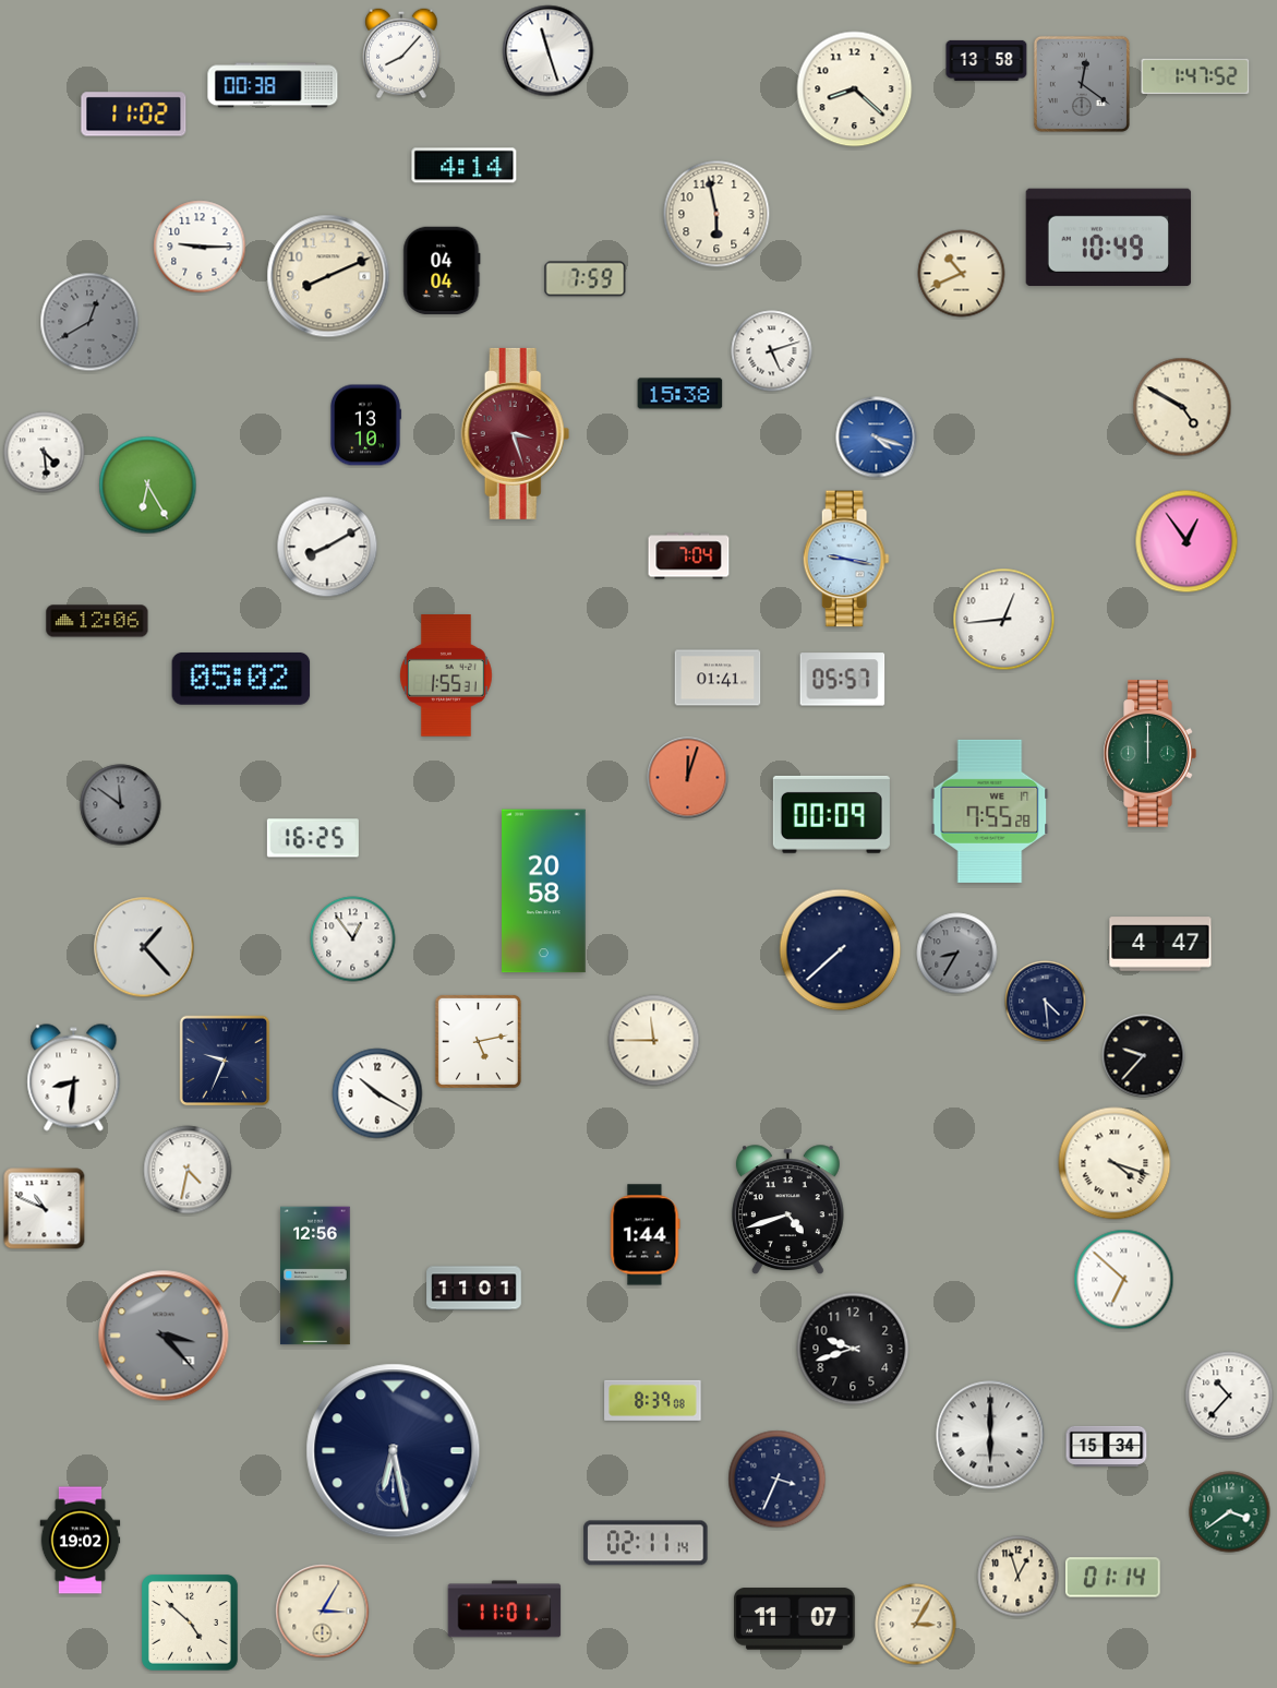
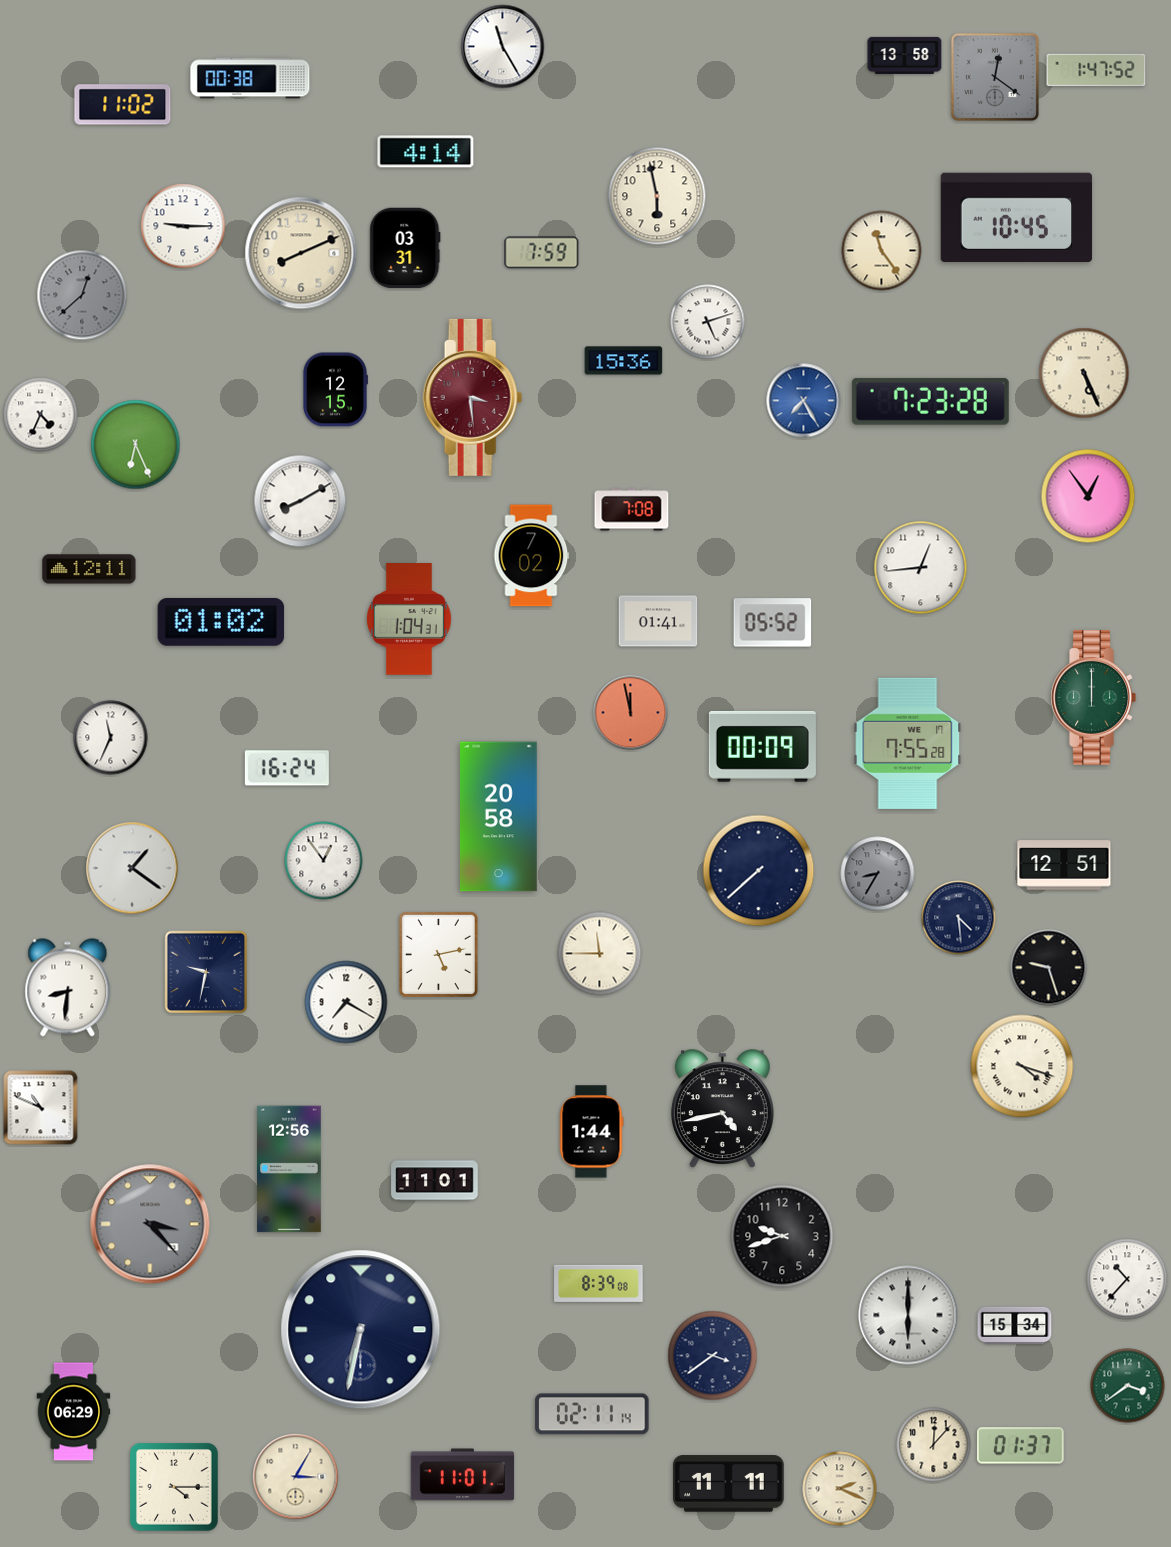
clock at (549, 51): 11:27 -> 11:25
clock at (401, 53): 8:07 -> none
clock at (1082, 84) position: (1082, 84) -> (995, 77)
clock at (855, 89): 8:22 -> none
clock at (1109, 238): 10:49 -> 10:45
clock at (442, 271): 04:04 -> 03:31
clock at (962, 274): 10:41 -> 11:24
clock at (586, 279) position: (586, 279) -> (542, 253)
clock at (89, 322): 12:40 -> 12:38
clock at (680, 394): 15:38 -> 15:36
clock at (1182, 407): 4:50 -> 5:26
clock at (366, 426): 13:10 -> 12:15
clock at (516, 433): 3:27 -> 3:29
clock at (877, 438): 4:18 -> 7:25
clock at (930, 401): none -> 7:23
clock at (45, 453): 4:29 -> 4:34
clock at (148, 486): 6:25 -> 6:26
clock at (689, 556): 7:04 -> 7:08
clock at (846, 559): 9:17 -> none
clock at (532, 556): none -> 7:02
clock at (97, 621): 12:06 -> 12:11
clock at (447, 675): 1:55 -> 1:04
clock at (241, 679): 05:02 -> 01:02
clock at (843, 680): 05:57 -> 05:52
clock at (1149, 754) position: (1149, 754) -> (1093, 698)
clock at (688, 778): 12:03 -> 11:58
clock at (121, 805): 11:51 -> 11:34
clock at (121, 805) dial: grey -> white
clock at (313, 838): 16:25 -> 16:24
clock at (1160, 944): 4:47 -> 12:51
clock at (144, 947): 1:23 -> 1:21
clock at (841, 950) position: (841, 950) -> (759, 871)
clock at (1144, 1056): 9:37 -> 9:27
clock at (225, 1061): 9:34 -> 9:32
clock at (377, 1093): 10:20 -> 7:20
clock at (188, 1170): 4:32 -> none
clock at (787, 1210): 4:42 -> 4:43
clock at (1124, 1280): 6:52 -> none
clock at (394, 1451): 6:28 -> 6:32
clock at (778, 1480): 3:34 -> 3:39
clock at (81, 1541): 19:02 -> 06:29
clock at (1019, 1577): 12:57 -> 12:07
clock at (1112, 1578): 01:14 -> 01:37
clock at (795, 1619): 11:07 -> 11:11
clock at (191, 1624): 4:52 -> 4:15
clock at (916, 1625): 3:05 -> 2:19
